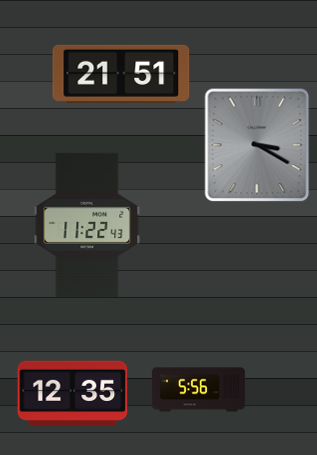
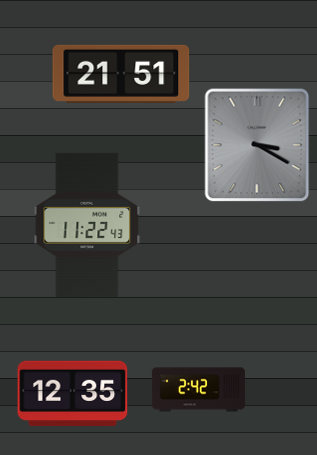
clock at (198, 390): 5:56 -> 2:42
